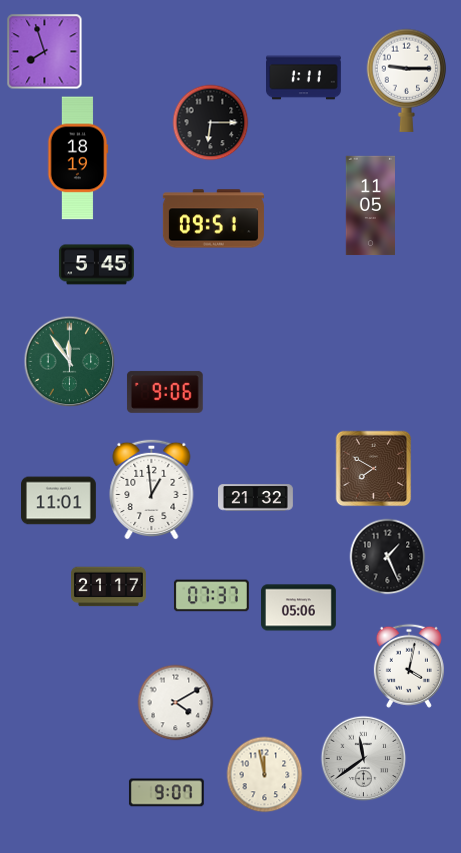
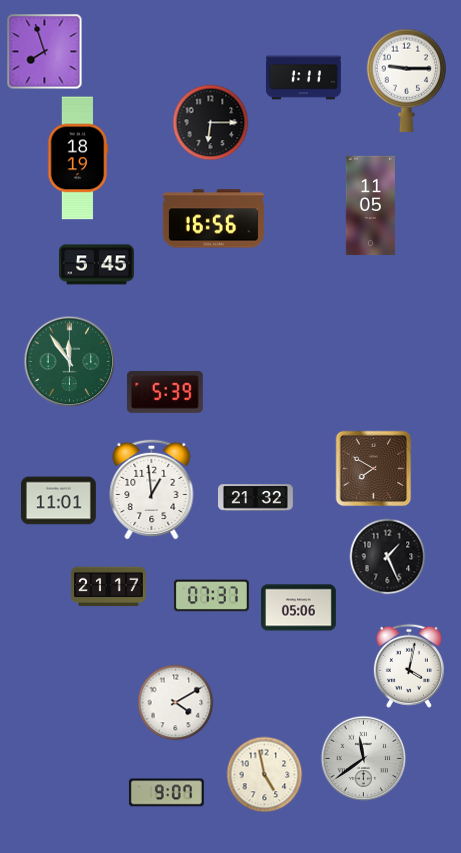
clock at (213, 219): 09:51 -> 16:56
clock at (165, 392): 9:06 -> 5:39
clock at (265, 775): 11:58 -> 4:58
